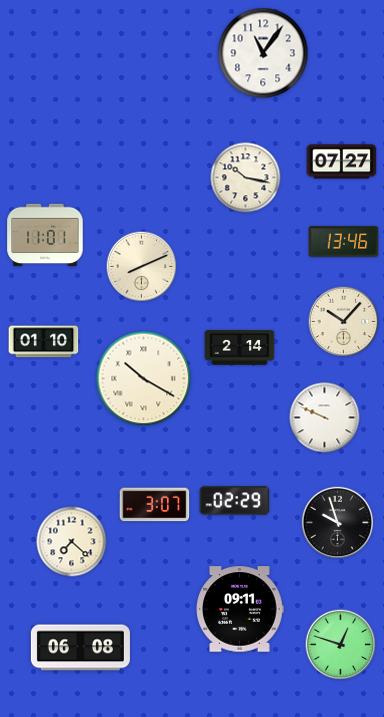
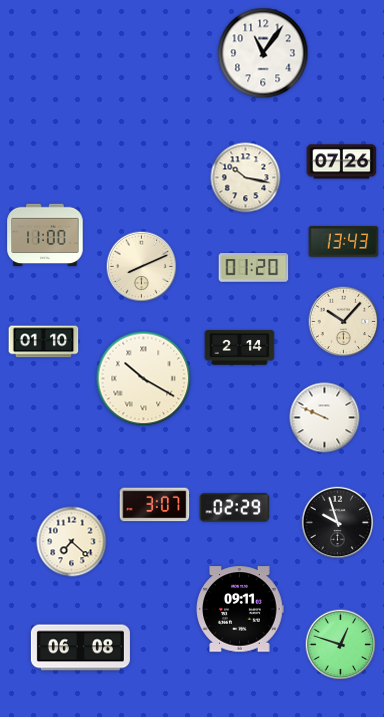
clock at (342, 162): 07:27 -> 07:26
clock at (45, 235): 11:01 -> 11:00
clock at (344, 242): 13:46 -> 13:43
clock at (254, 268): none -> 01:20
clock at (235, 501) position: (235, 501) -> (235, 508)
